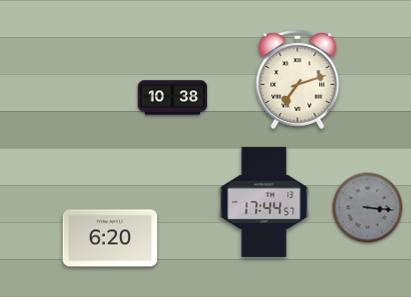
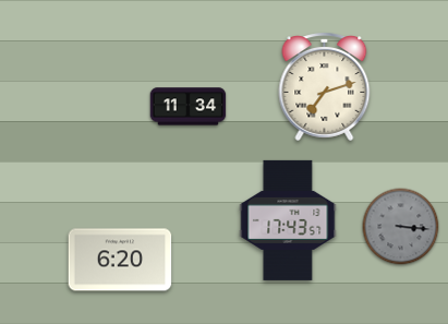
clock at (173, 98): 10:38 -> 11:34
clock at (264, 202): 17:44 -> 17:43
